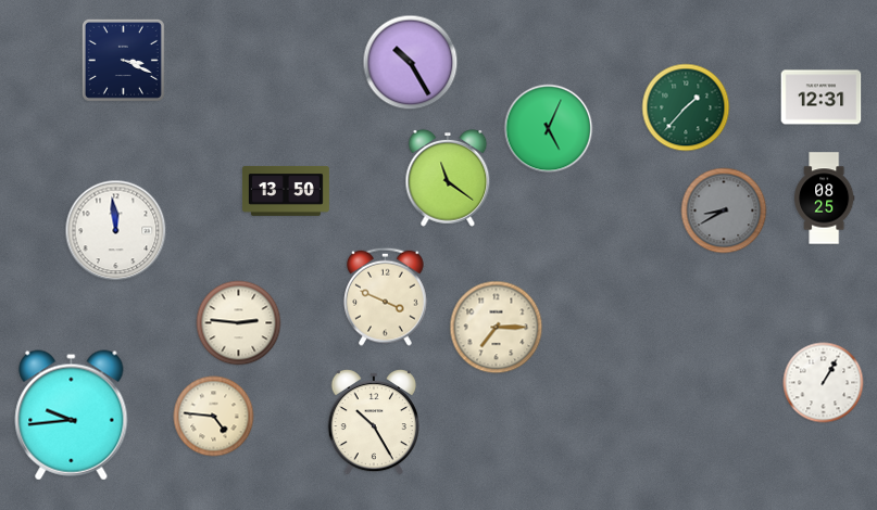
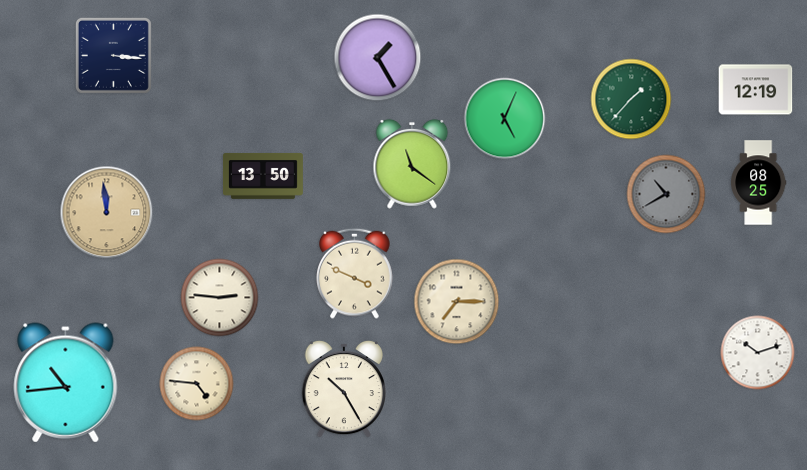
clock at (123, 60): 3:19 -> 3:16
clock at (411, 63): 10:25 -> 1:25
clock at (822, 98): 12:31 -> 12:19
clock at (724, 211): 8:40 -> 10:40
clock at (116, 231) dial: white -> champagne
clock at (824, 383): 1:05 -> 10:12
clock at (72, 416): 9:44 -> 10:44
